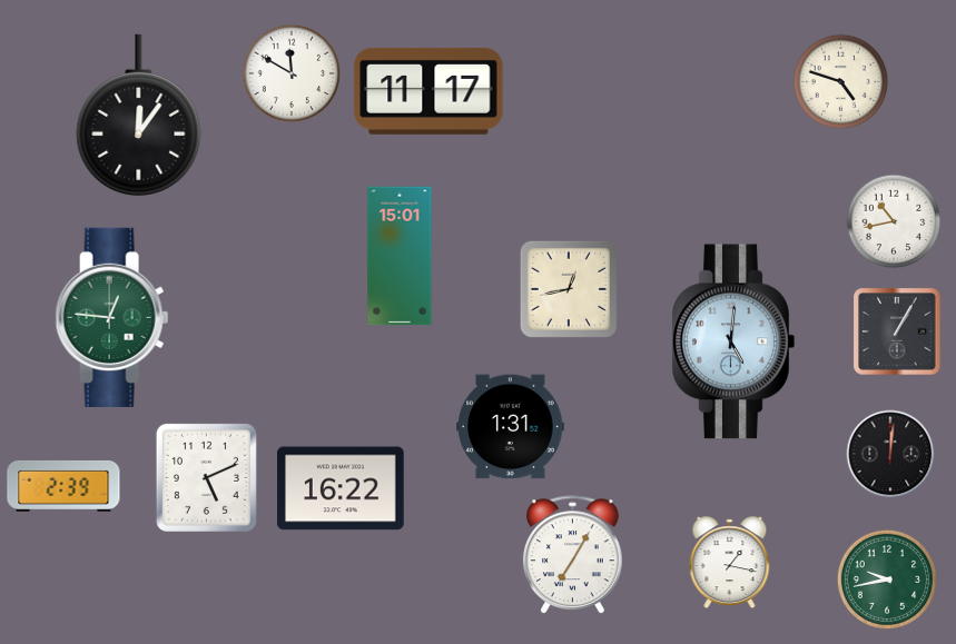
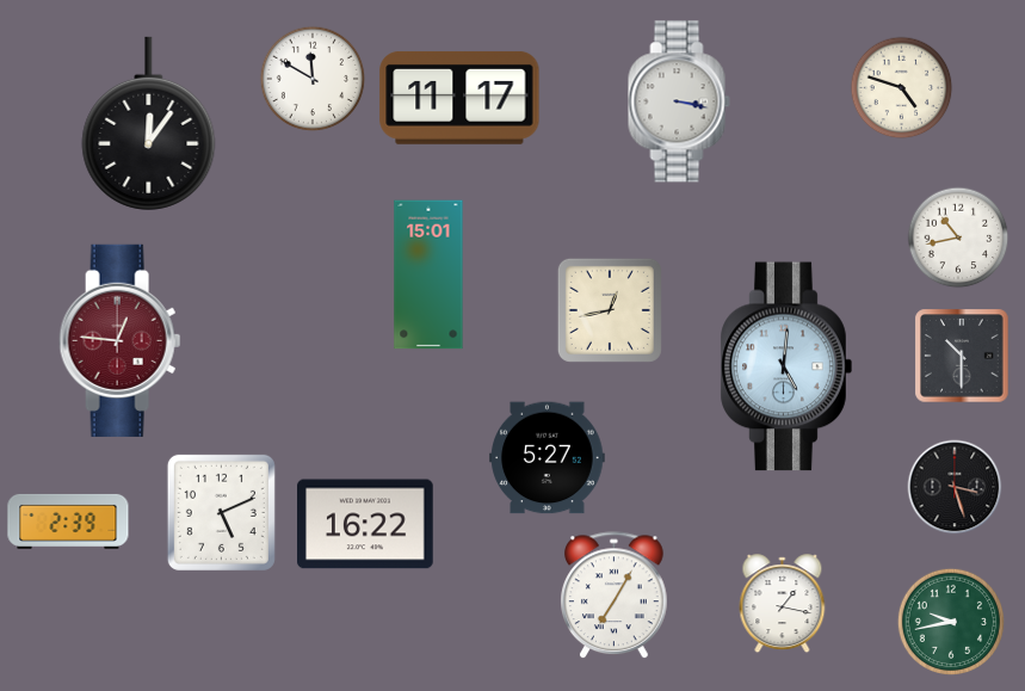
clock at (679, 101): none -> 3:17
clock at (112, 317) dial: green -> burgundy
clock at (897, 331): 1:05 -> 10:30
clock at (511, 427): 1:31 -> 5:27
clock at (890, 454): 12:01 -> 3:27
